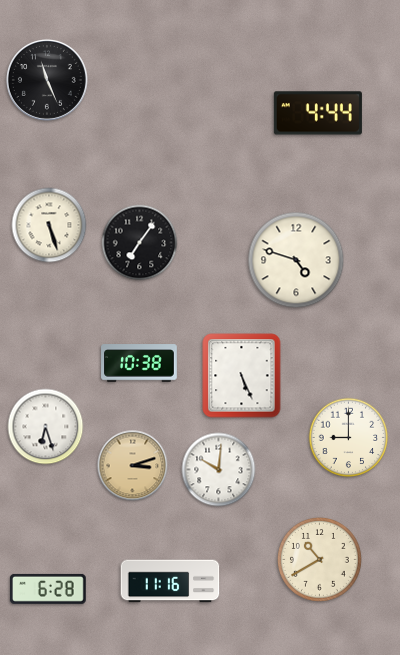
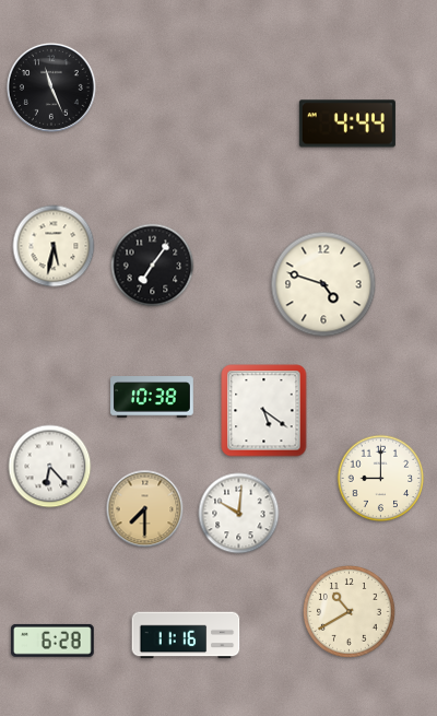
clock at (49, 225): 5:27 -> 5:32
clock at (242, 376): 5:26 -> 5:21
clock at (46, 427): 6:27 -> 6:23
clock at (133, 466): 3:12 -> 7:30
clock at (48, 589) position: (48, 589) -> (52, 641)
